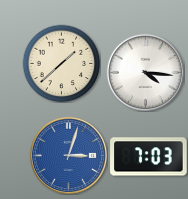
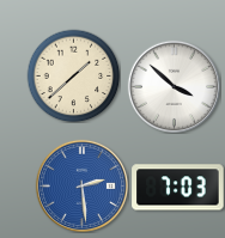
clock at (145, 72): 4:16 -> 3:52
clock at (68, 155): 3:03 -> 2:29
